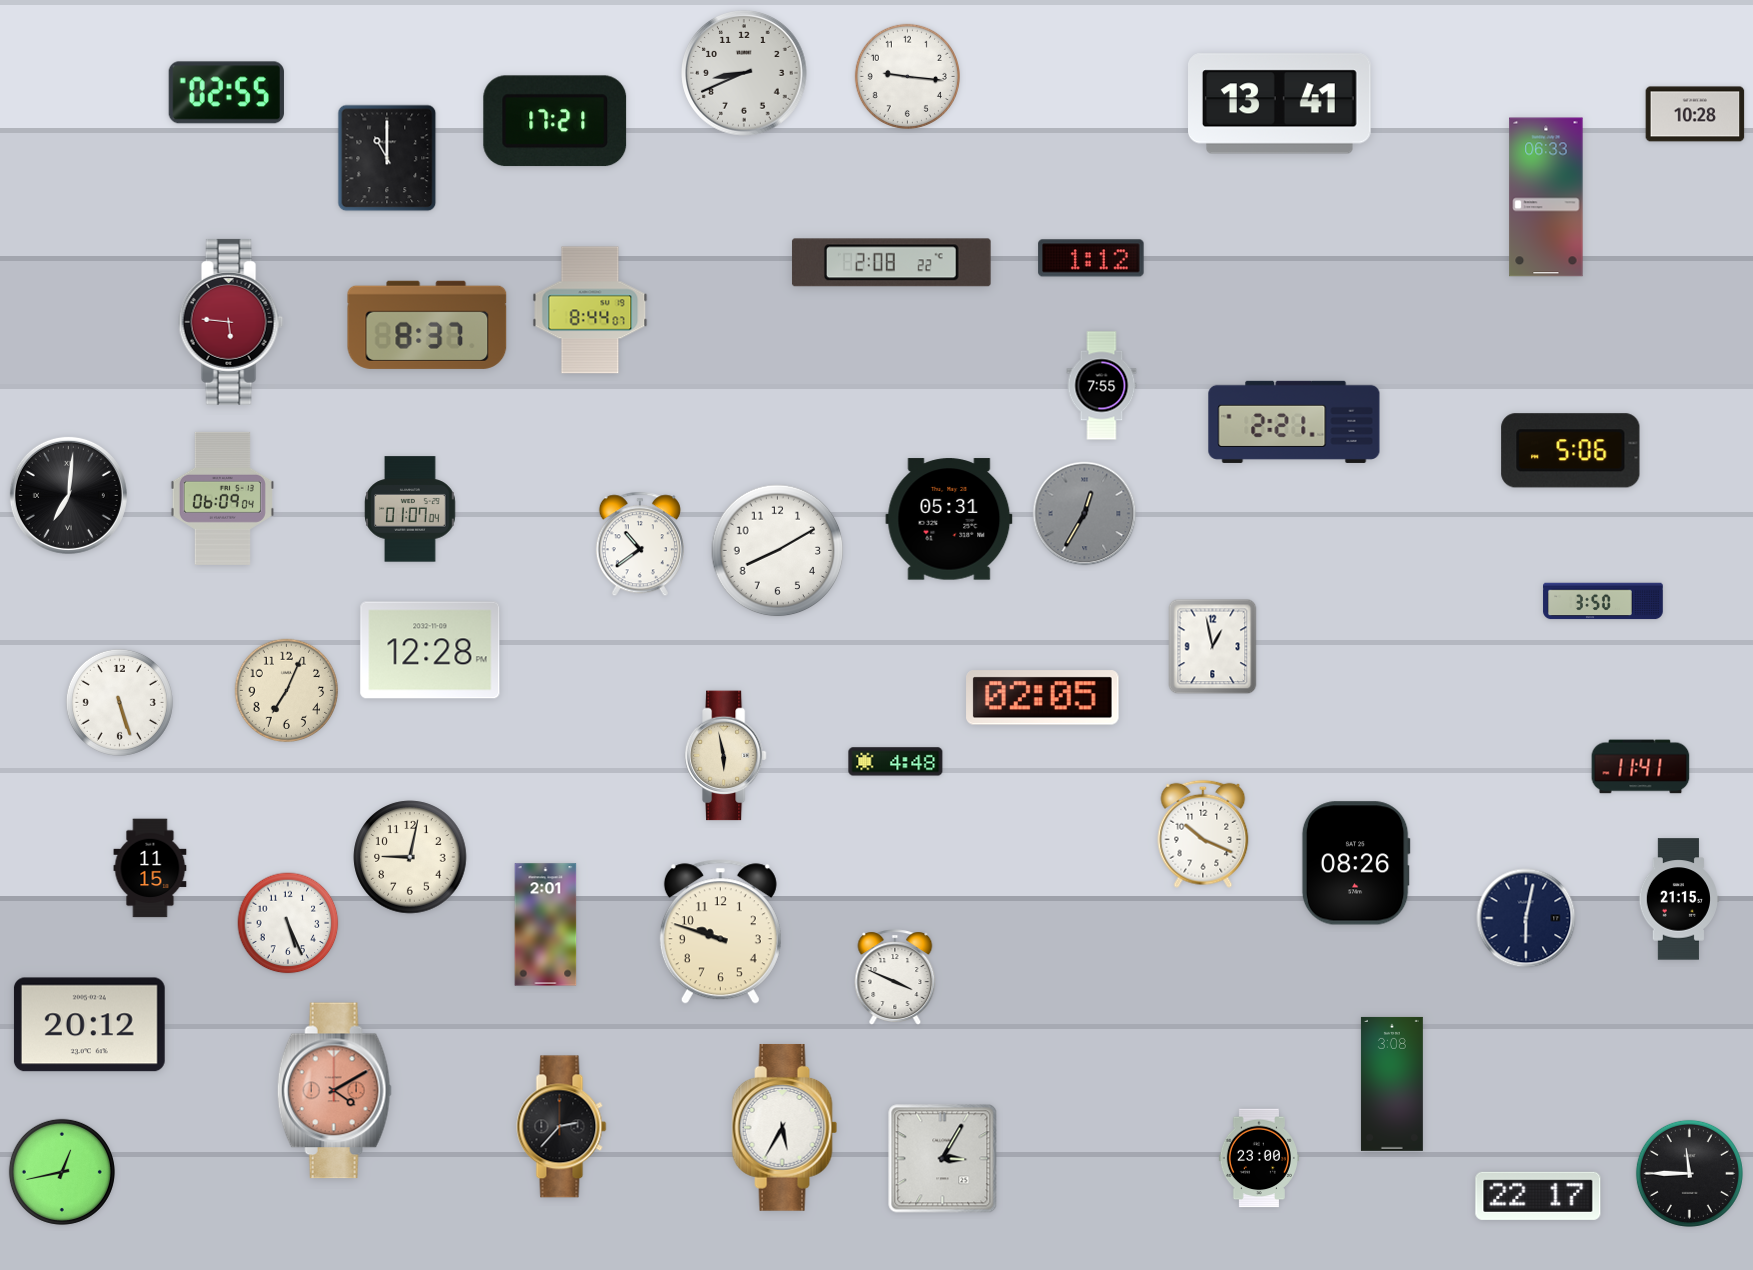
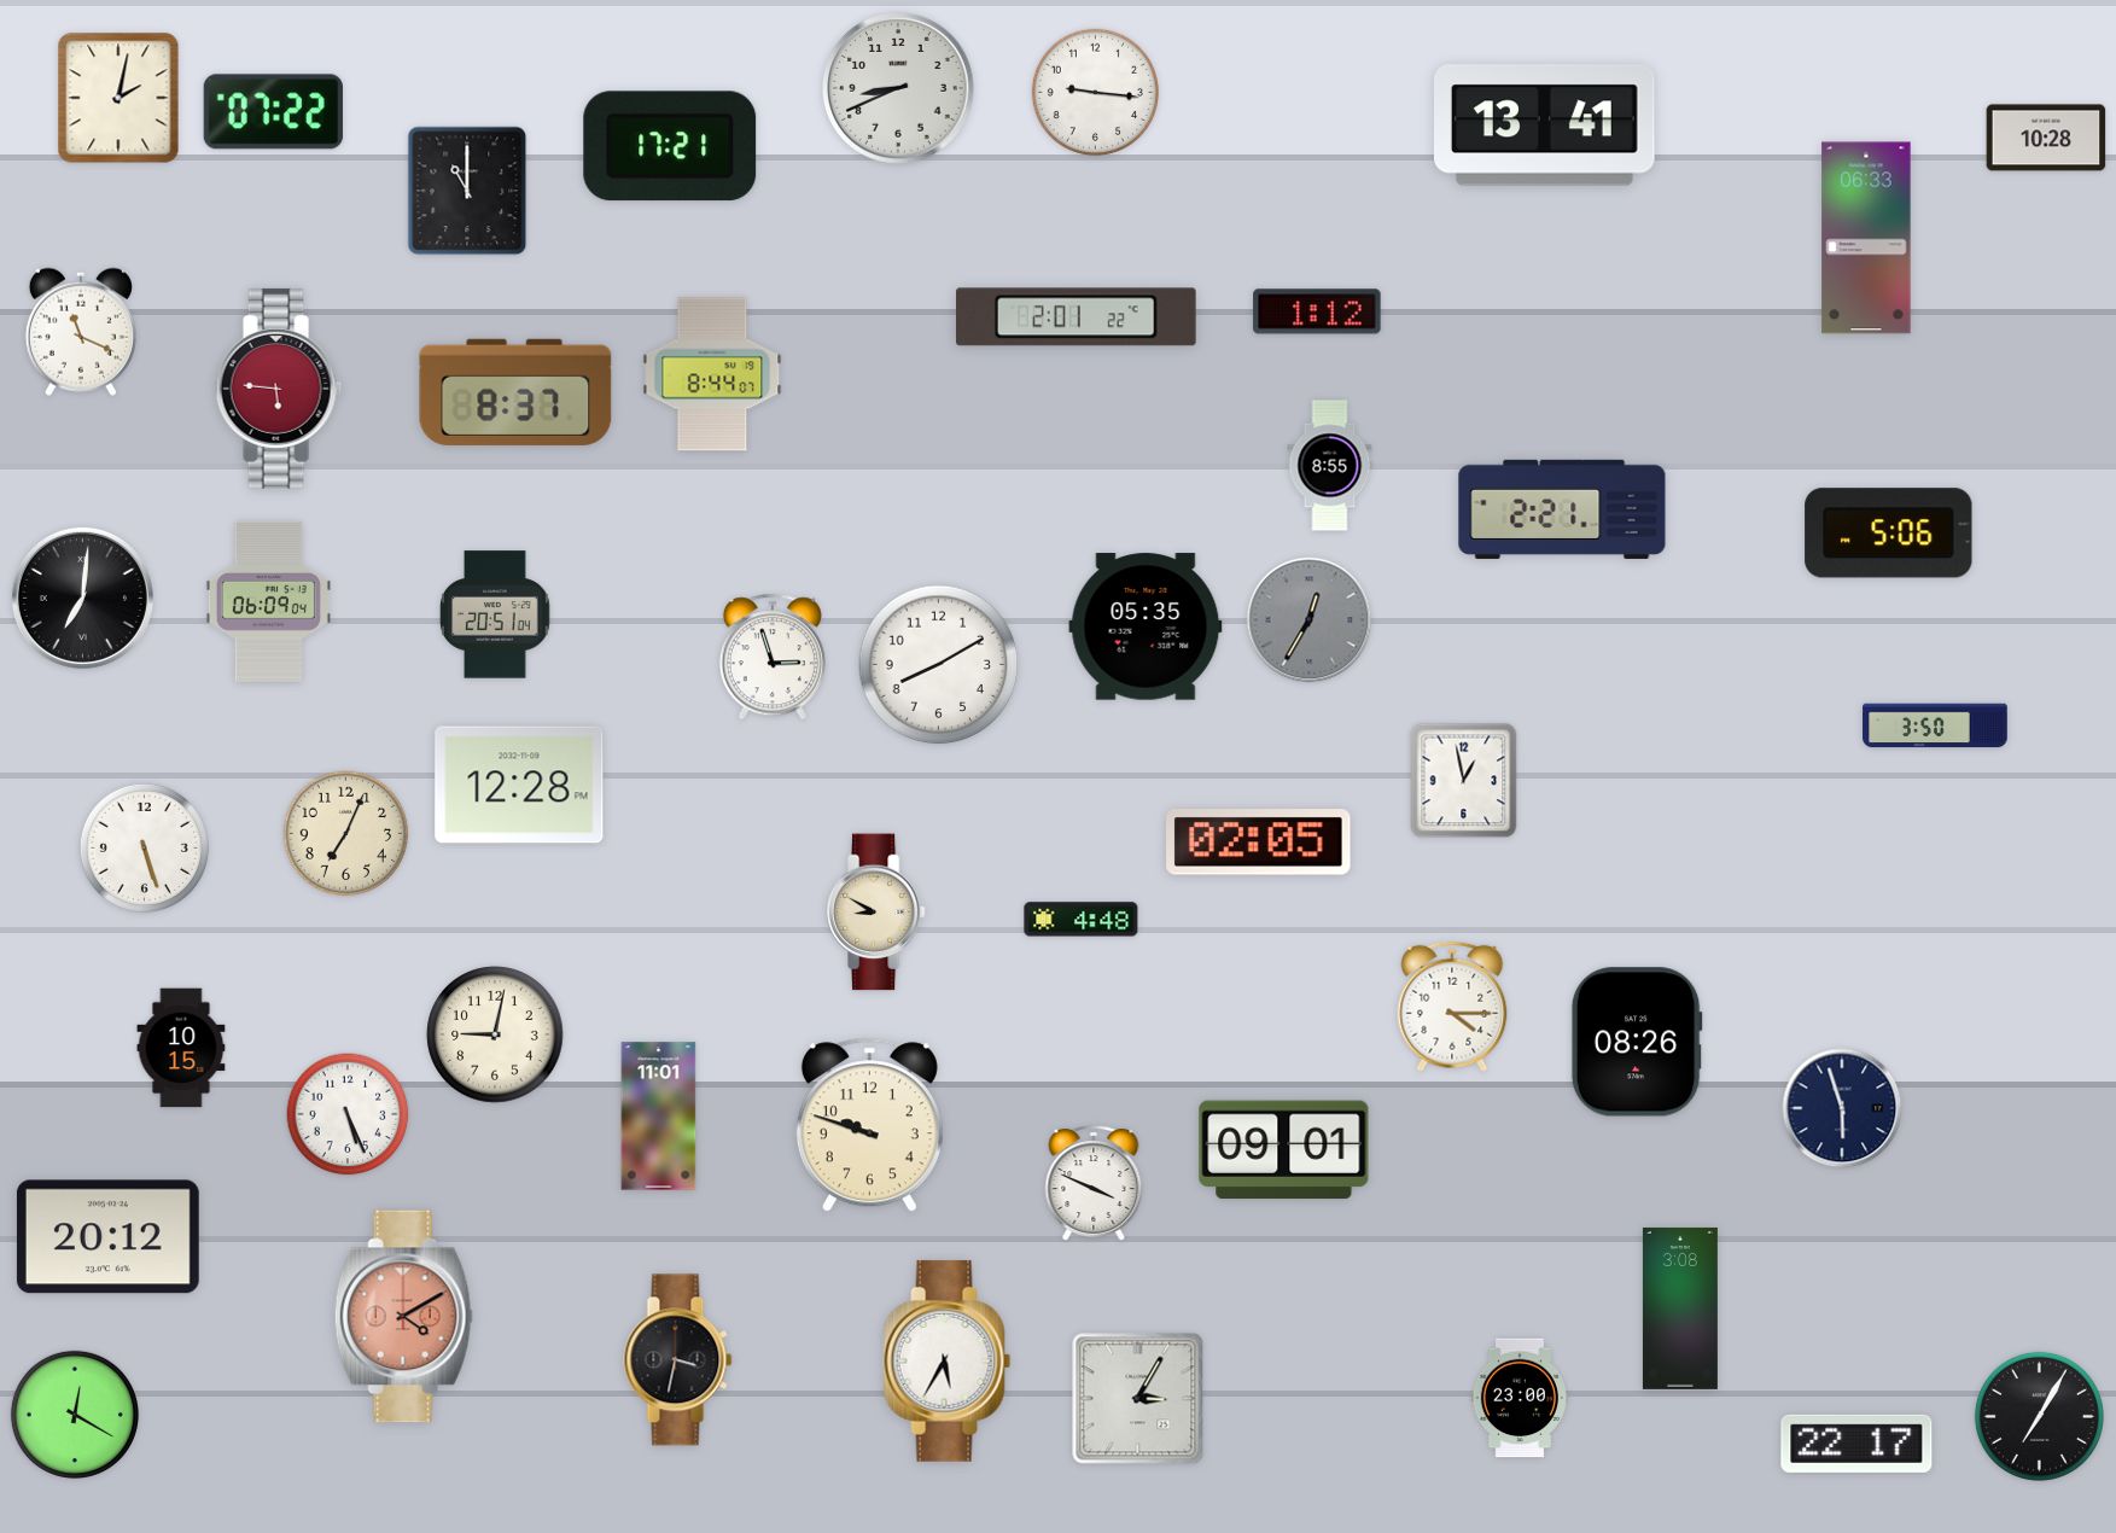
clock at (118, 98): none -> 2:02
clock at (226, 93): 02:55 -> 07:22
clock at (892, 263): 2:08 -> 2:01
clock at (81, 332): none -> 11:19
clock at (1102, 386): 7:55 -> 8:55
clock at (1571, 451) position: (1571, 451) -> (1889, 534)
clock at (410, 509): 01:07 -> 20:51
clock at (949, 519): 05:31 -> 05:35
clock at (640, 544): 10:39 -> 2:57
clock at (725, 756): 5:58 -> 8:50
clock at (1641, 767): 11:41 -> none
clock at (1203, 834): 10:19 -> 4:15
clock at (150, 868): 11:15 -> 10:15
clock at (1678, 899): 21:15 -> none
clock at (1526, 918): 6:02 -> 5:57
clock at (546, 925): 2:01 -> 11:01
clock at (1284, 1150): none -> 09:01
clock at (895, 977) position: (895, 977) -> (1094, 1183)
clock at (562, 1127): 2:37 -> 3:32
clock at (62, 1172): 12:43 -> 12:20
clock at (1689, 1173): 11:45 -> 7:05
